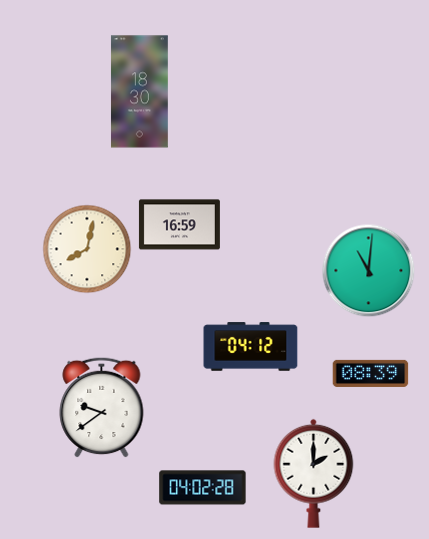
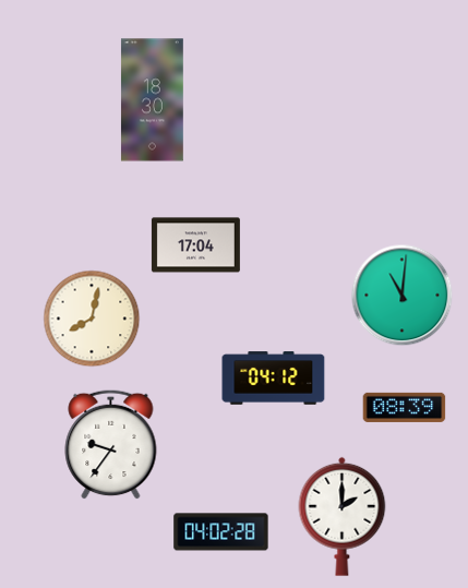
clock at (179, 225): 16:59 -> 17:04
clock at (87, 249) position: (87, 249) -> (92, 319)
clock at (102, 407): 9:39 -> 9:36
